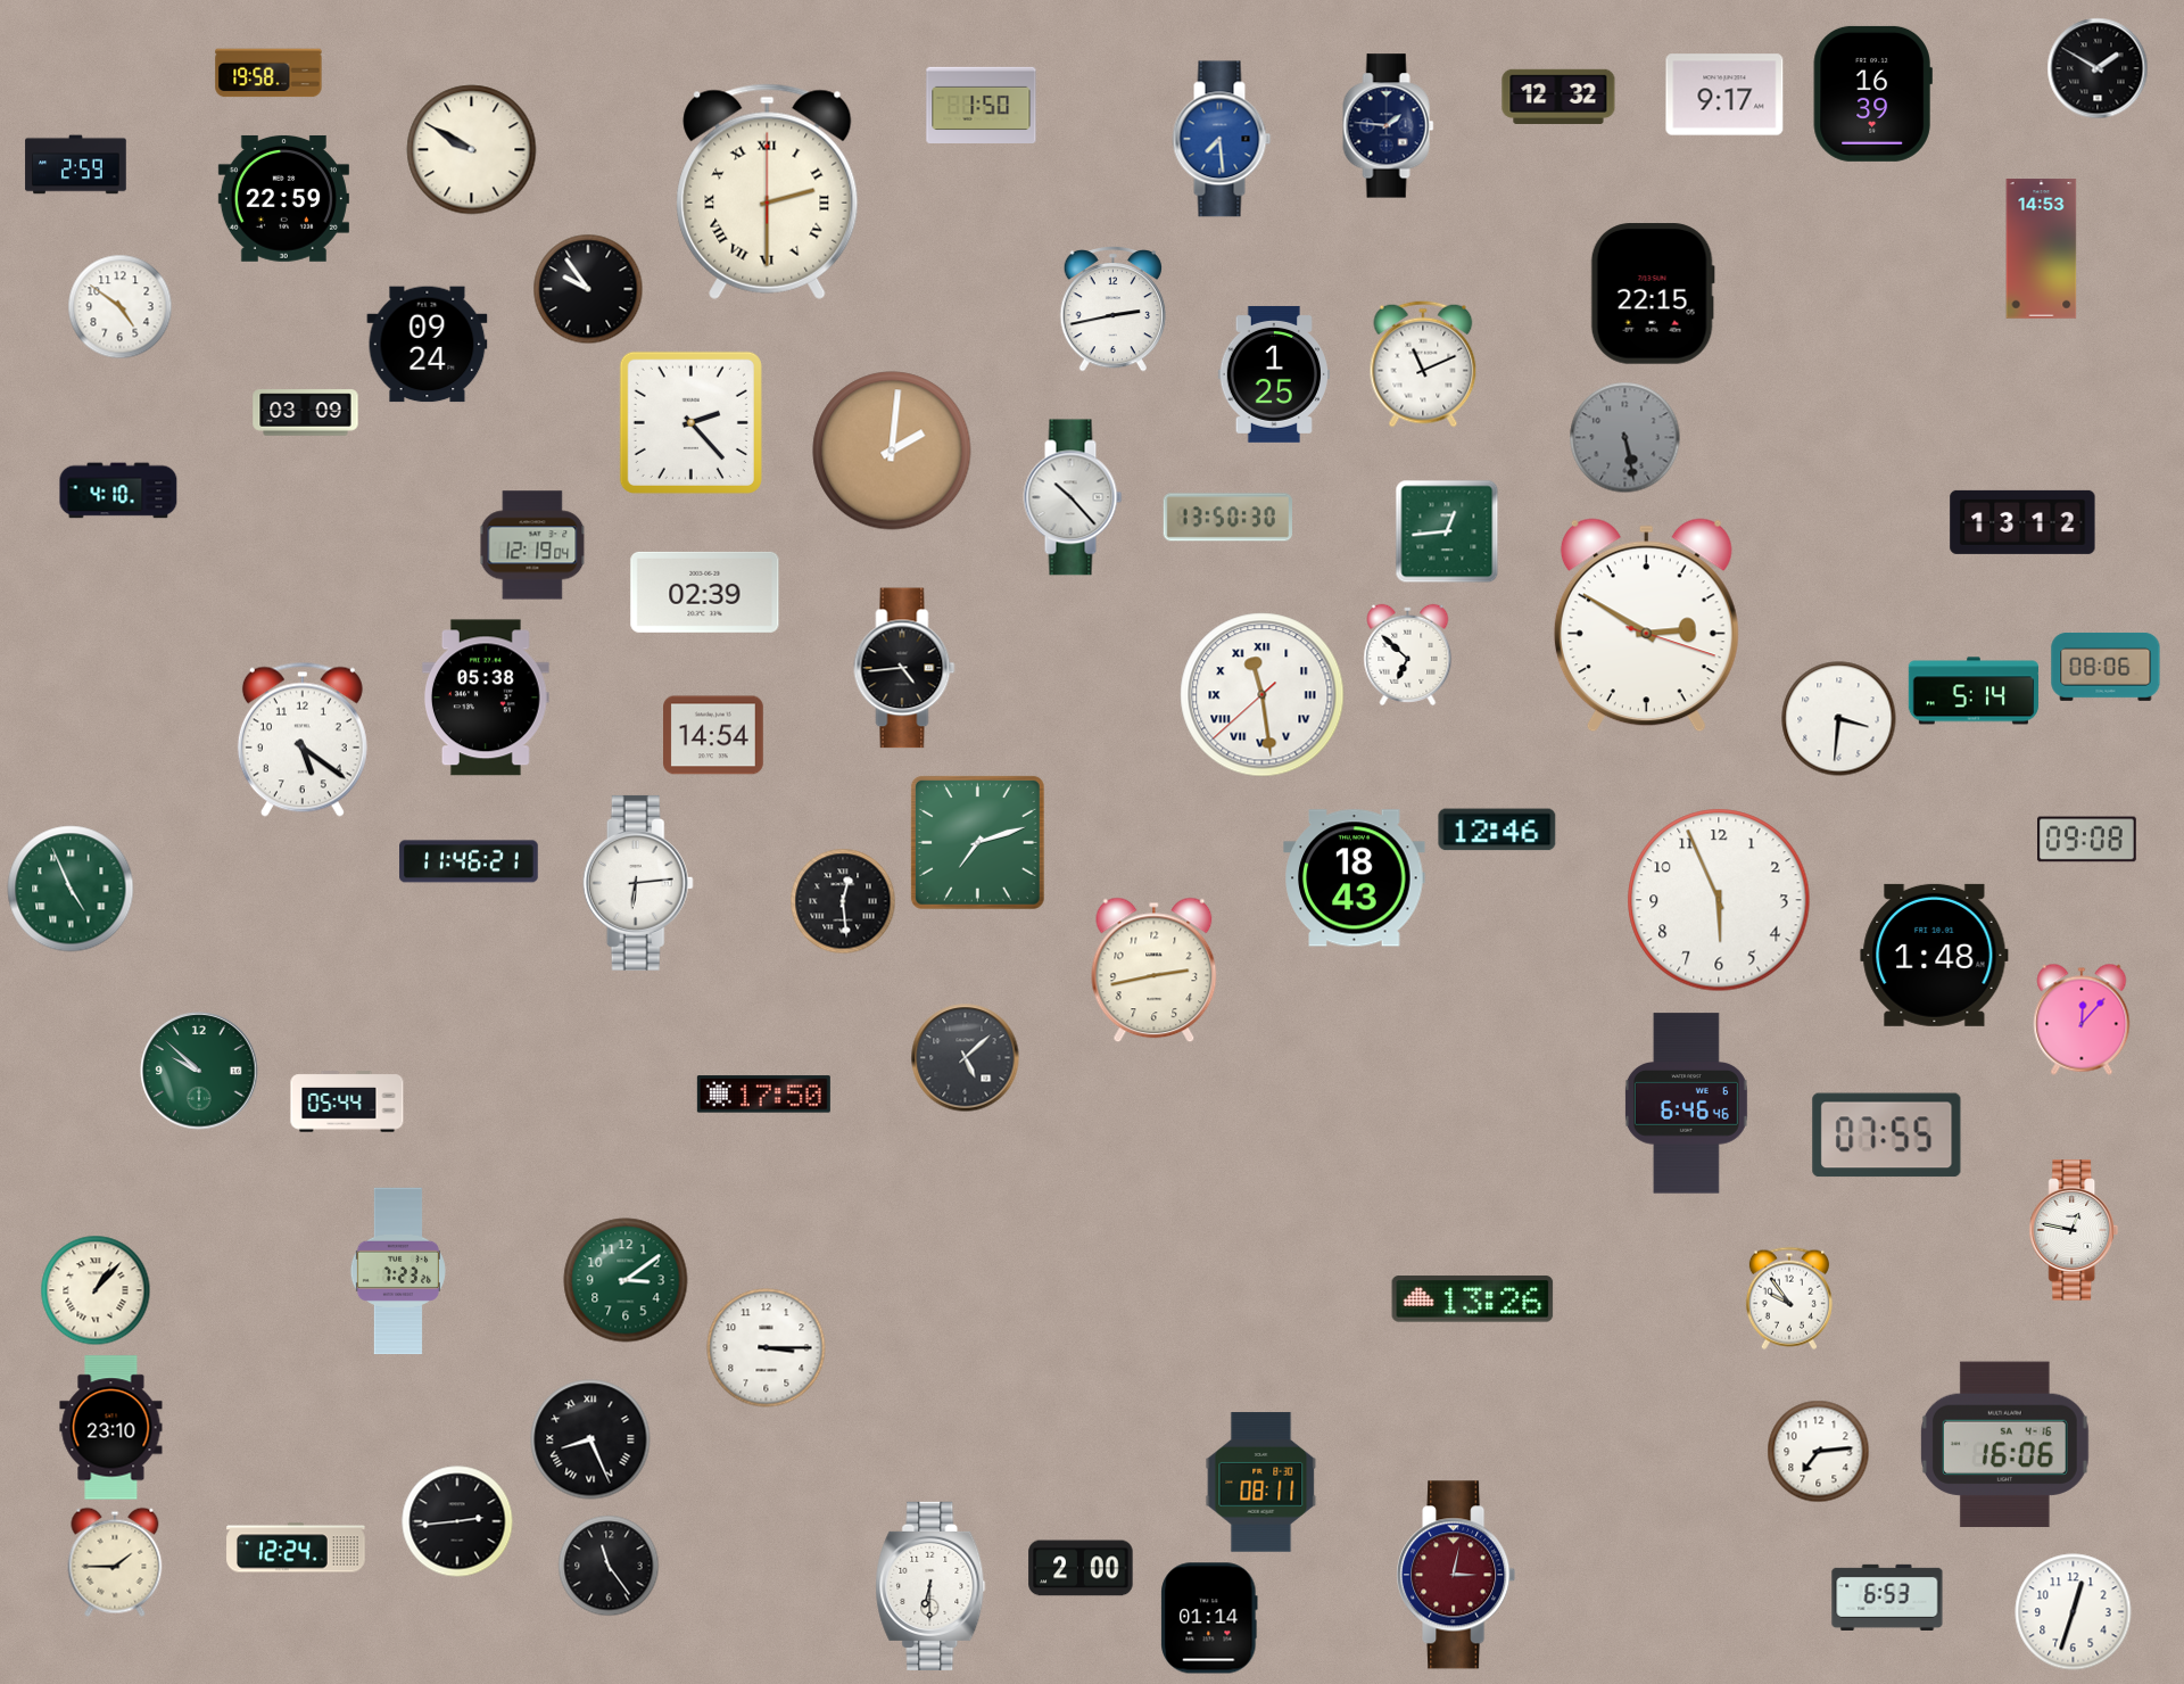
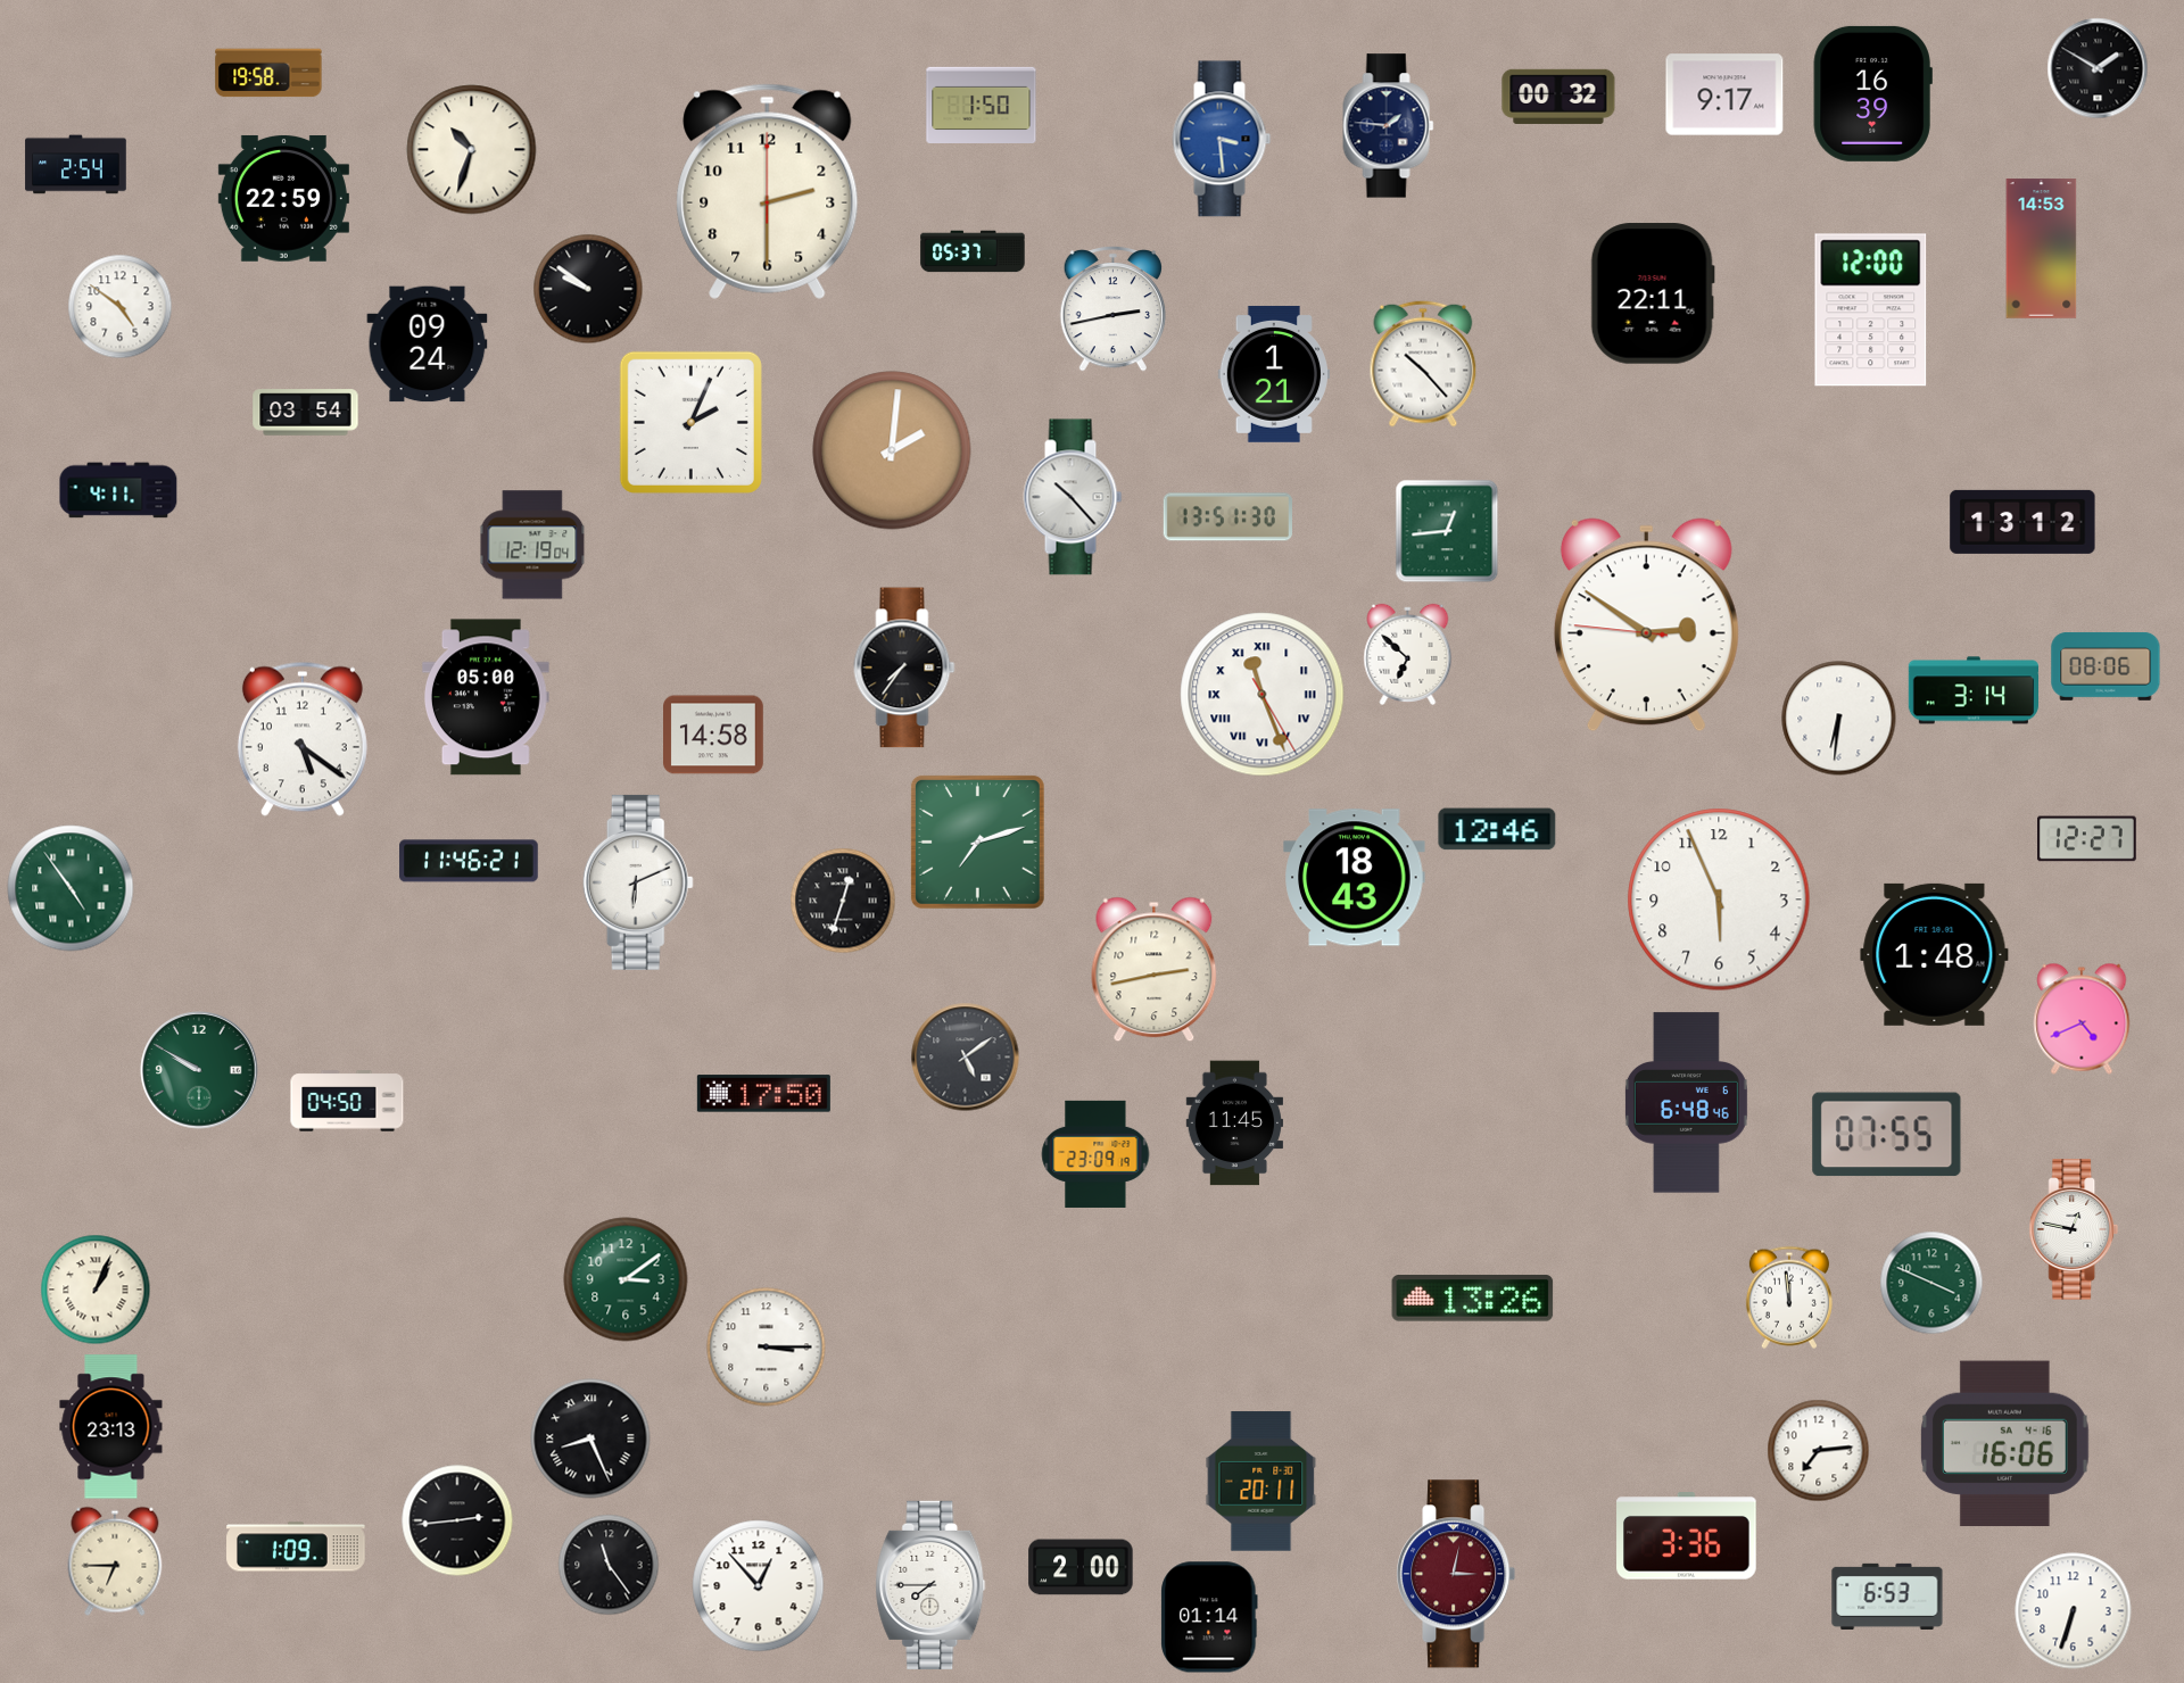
clock at (1558, 97): 12:32 -> 00:32
clock at (1222, 139): 7:29 -> 3:29
clock at (472, 150): 9:50 -> 10:33
clock at (76, 165): 2:59 -> 2:54
clock at (768, 191) numerals: Roman -> Arabic
clock at (973, 251): none -> 05:37
clock at (588, 289): 9:54 -> 9:51
clock at (1653, 294): 22:15 -> 22:11
clock at (1871, 310): none -> 12:00
clock at (1423, 364): 11:11 -> 10:23
clock at (1273, 374): 1:25 -> 1:21
clock at (306, 413): 03:09 -> 03:54
clock at (690, 422): 2:23 -> 2:04
clock at (1625, 438): 5:28 -> none
clock at (118, 490): 4:10 -> 4:11
clock at (1227, 518): 13:50 -> 13:51
clock at (705, 592): 02:39 -> none
clock at (1646, 626): 2:50:18 -> 2:50:46
clock at (904, 668): 4:44 -> 7:36
clock at (1972, 691): 5:14 -> 3:14
clock at (1263, 695): 11:28 -> 11:26
clock at (486, 697): 05:38 -> 05:00
clock at (1839, 719): 3:31 -> 6:31
clock at (714, 735): 14:54 -> 14:58
clock at (2087, 840): 09:08 -> 12:27
clock at (638, 883): 6:14 -> 6:11
clock at (71, 889): 4:56 -> 4:54
clock at (843, 901): 12:29 -> 12:33
clock at (2082, 1020): 12:07 -> 4:41
clock at (966, 1058): 5:08 -> 5:09
clock at (199, 1071): 9:52 -> 9:50
clock at (347, 1101): 05:44 -> 04:50
clock at (1686, 1104): 6:46 -> 6:48
clock at (1234, 1124): none -> 11:45
clock at (1095, 1154): none -> 23:09
clock at (398, 1271): 7:23 -> none
clock at (1931, 1283): none -> 3:49
clock at (96, 1290): 1:07 -> 1:04
clock at (1789, 1298): 9:54 -> 11:59
clock at (111, 1428): 23:10 -> 23:13
clock at (1261, 1483): 08:11 -> 20:11
clock at (1687, 1536): none -> 3:36
clock at (296, 1547): 12:24 -> 1:09
clock at (115, 1562): 1:45 -> 6:45
clock at (930, 1586): 6:30 -> 7:45
clock at (759, 1586): none -> 12:53
clock at (2074, 1612): 12:33 -> 6:33
